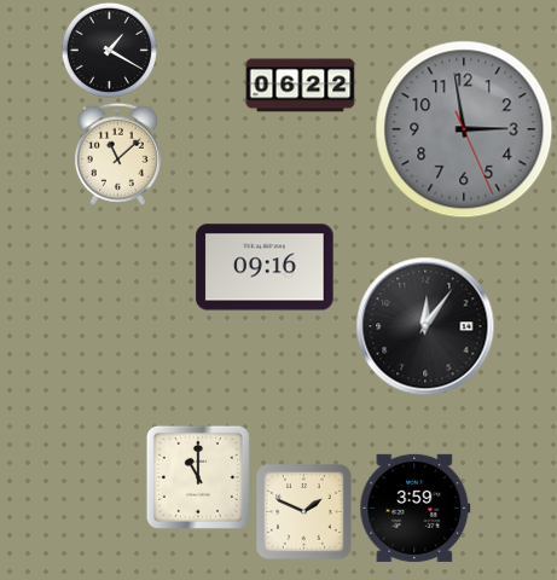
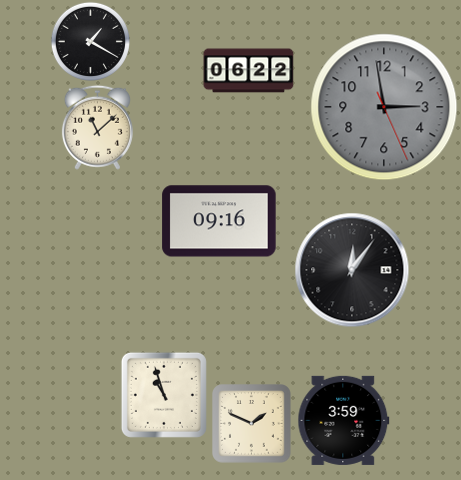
clock at (198, 477): 11:00 -> 10:57
